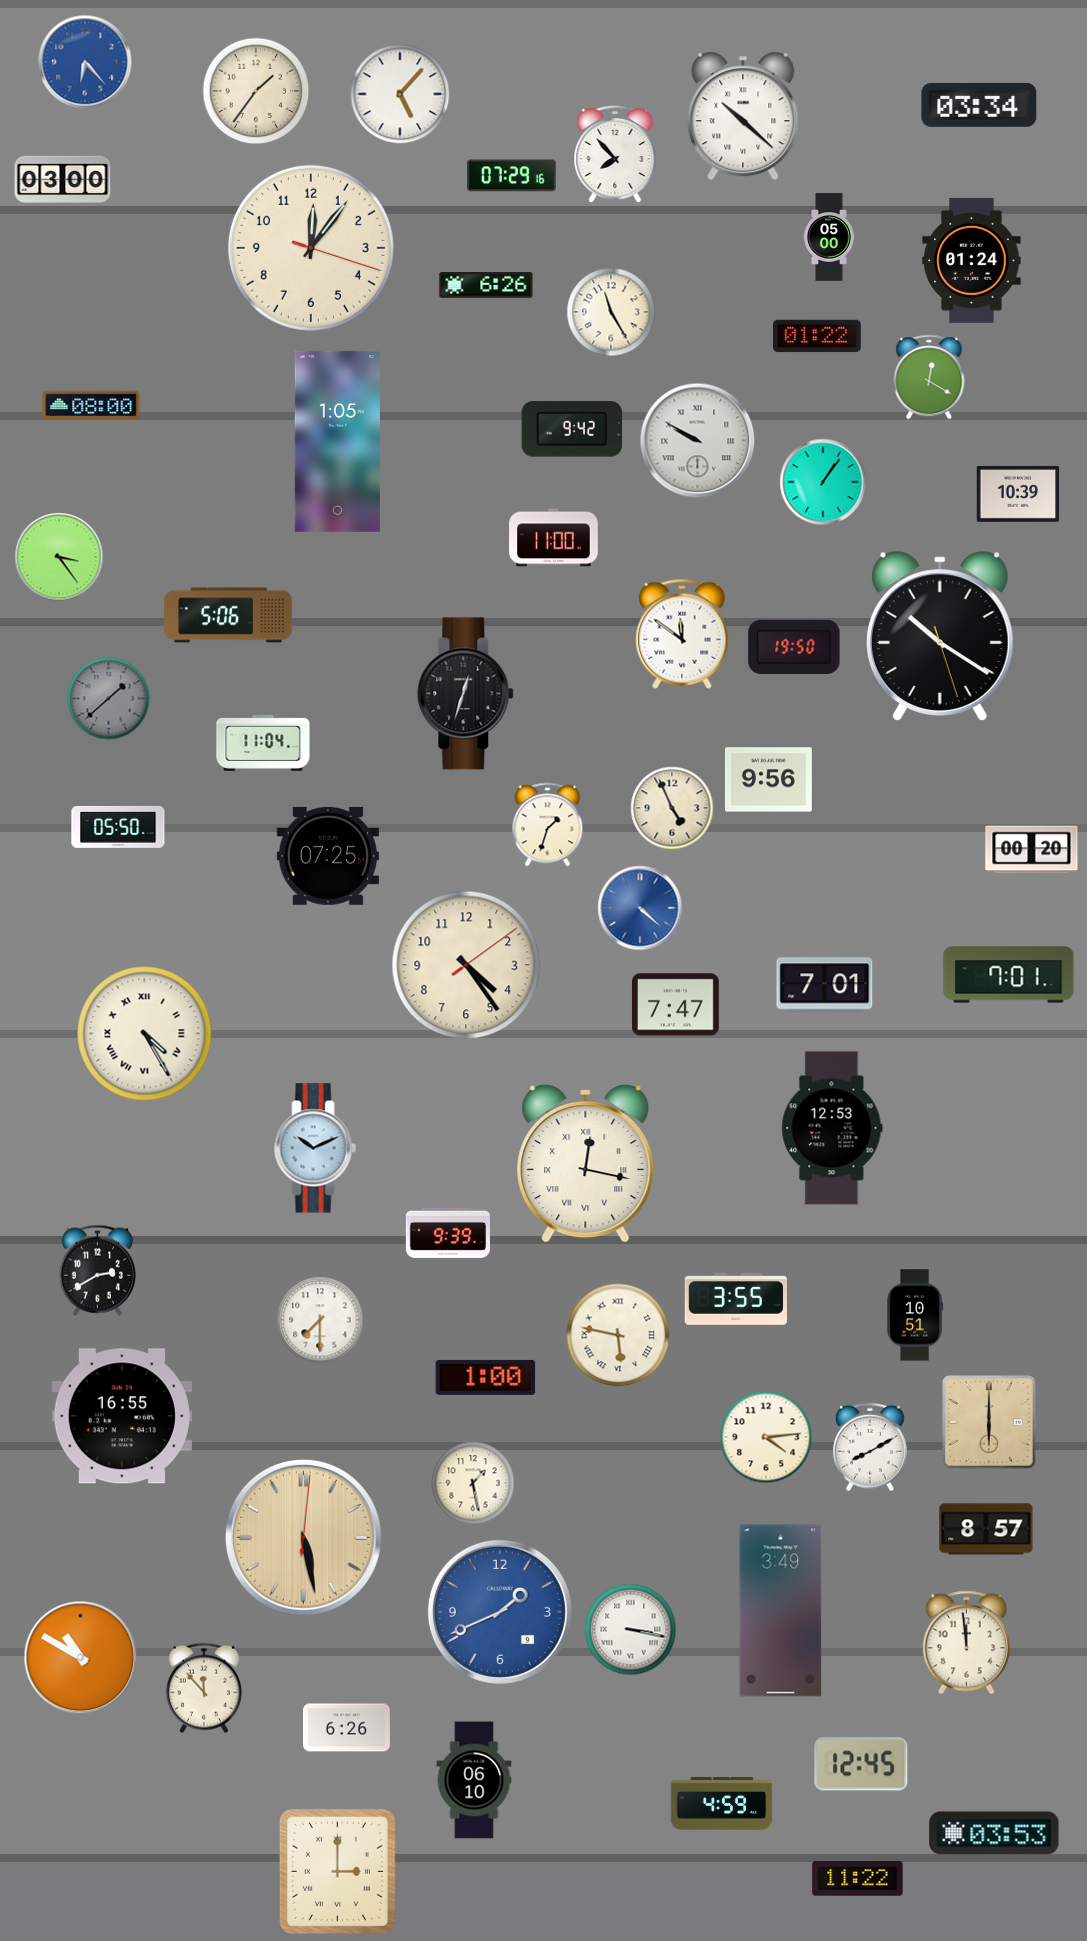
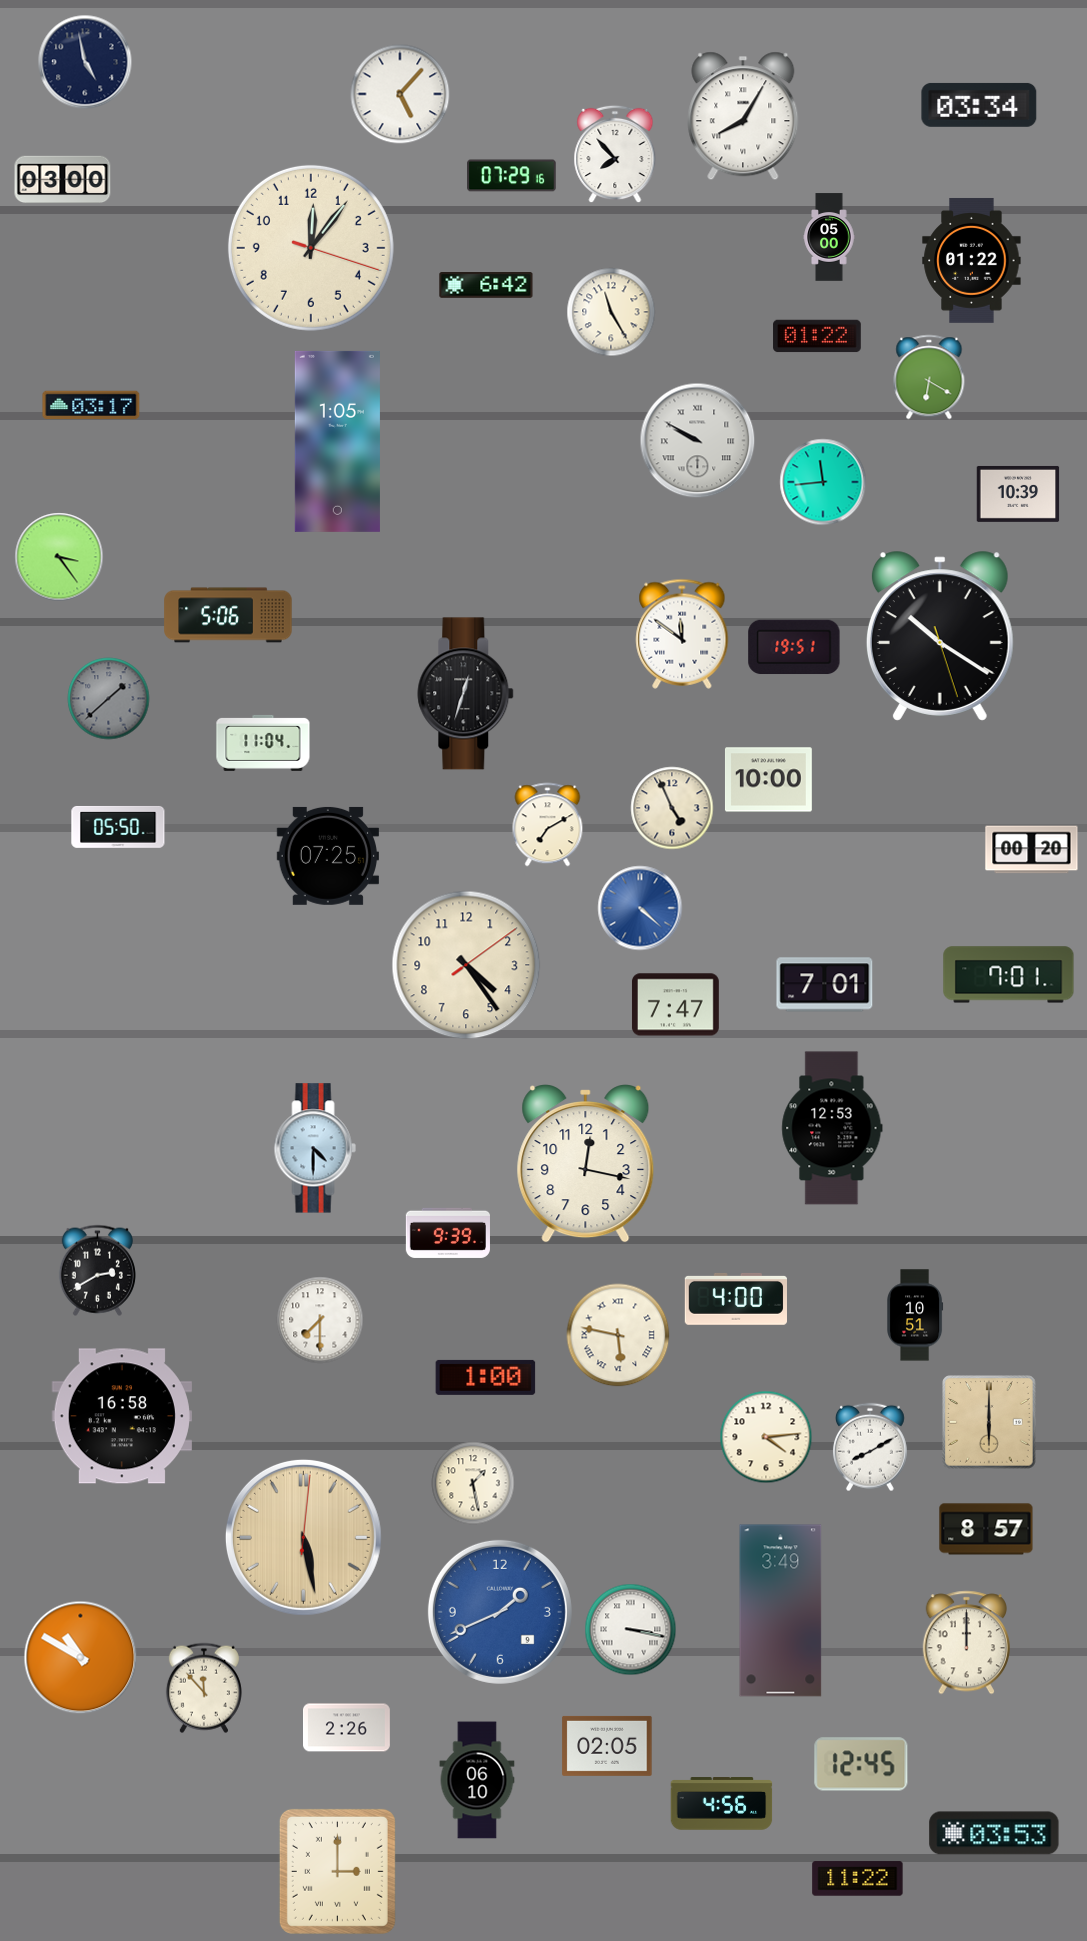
clock at (85, 62): 6:23 -> 4:58
clock at (85, 62) dial: blue -> navy
clock at (256, 91): 1:36 -> none
clock at (743, 116): 10:22 -> 8:05
clock at (972, 260): 01:24 -> 01:22
clock at (486, 286): 6:26 -> 6:42
clock at (929, 377): 12:20 -> 6:20
clock at (91, 405): 08:00 -> 03:17
clock at (572, 429): 9:42 -> none
clock at (823, 482): 1:06 -> 11:44
clock at (554, 538): 11:00 -> none
clock at (794, 647): 19:50 -> 19:51
clock at (768, 780): 9:56 -> 10:00
clock at (548, 825): 1:33 -> 7:10
clock at (145, 1034): 4:25 -> none
clock at (315, 1148): 10:11 -> 4:30
clock at (586, 1164) numerals: Roman -> Arabic
clock at (735, 1299): 3:55 -> 4:00
clock at (122, 1416): 16:55 -> 16:58
clock at (966, 1643): 11:59 -> 12:00
clock at (347, 1728): 6:26 -> 2:26
clock at (607, 1746): none -> 02:05
clock at (474, 1780) position: (474, 1780) -> (477, 1780)
clock at (722, 1804): 4:59 -> 4:56
